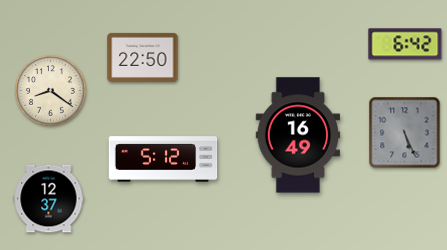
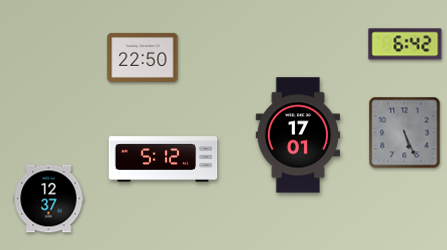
clock at (51, 91): 8:21 -> none
clock at (298, 135): 16:49 -> 17:01
